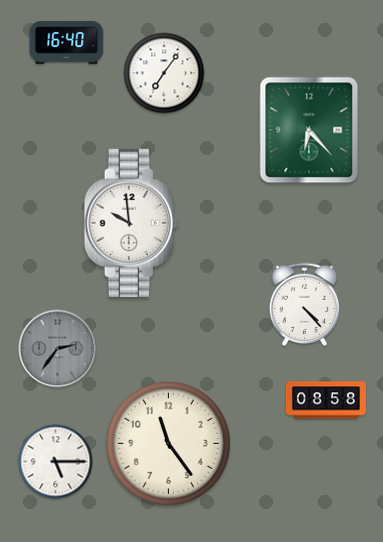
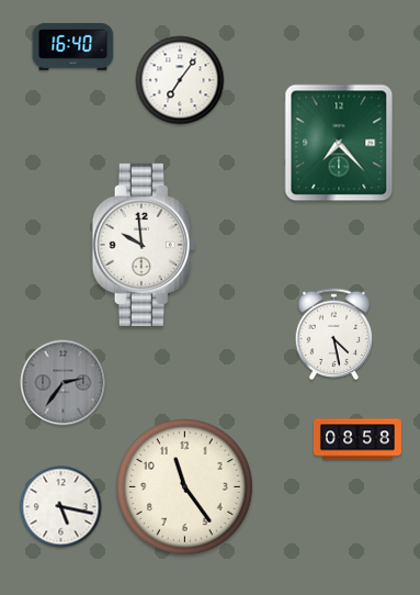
clock at (309, 130): 6:23 -> 7:23
clock at (305, 304): 4:23 -> 4:28
clock at (56, 462): 5:15 -> 5:17
